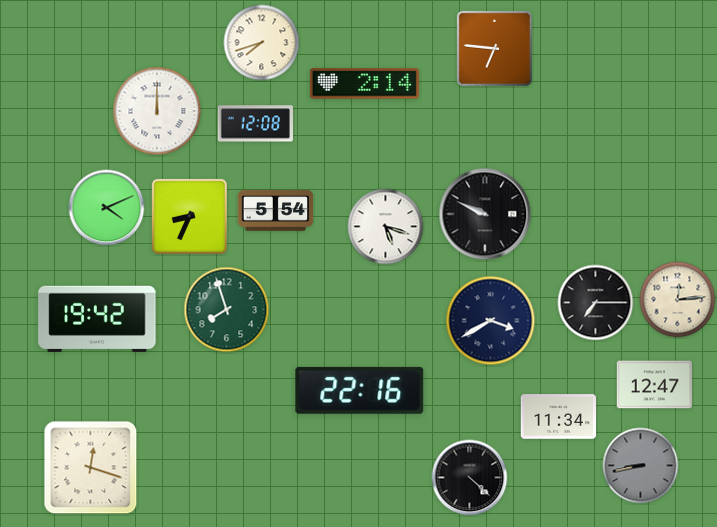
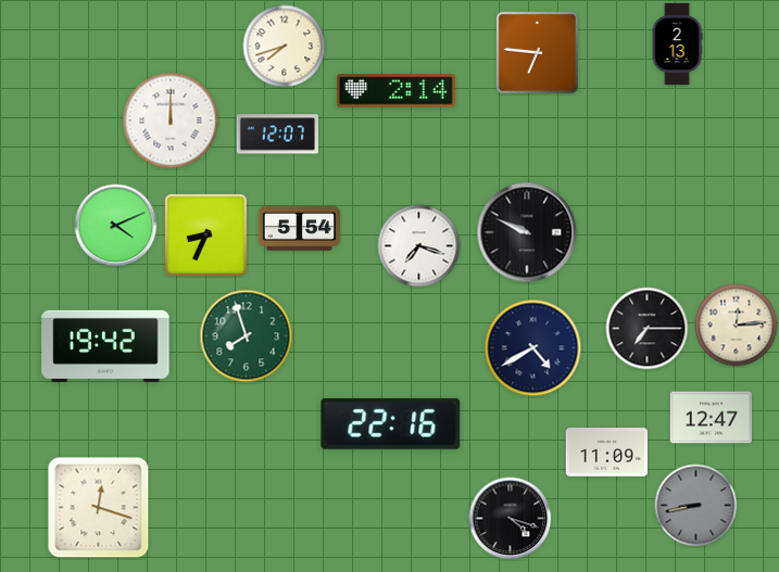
clock at (677, 45): none -> 2:13
clock at (255, 124): 12:08 -> 12:07
clock at (386, 227): 5:18 -> 7:18
clock at (491, 321): 3:40 -> 4:40
clock at (559, 417): 11:34 -> 11:09
clock at (470, 478): 4:22 -> 4:18
